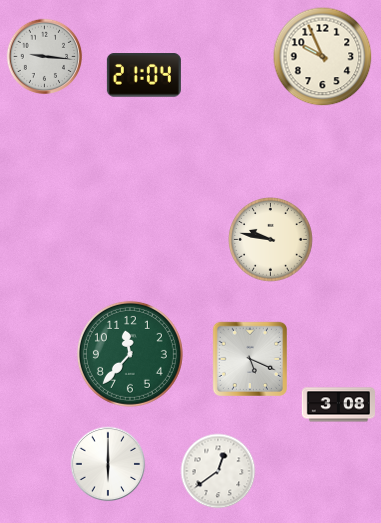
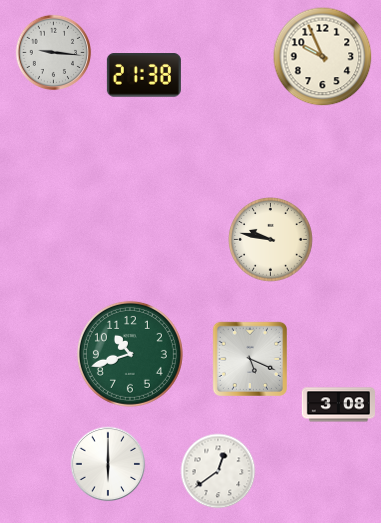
clock at (45, 57) position: (45, 57) -> (54, 53)
clock at (144, 75): 21:04 -> 21:38
clock at (130, 354): 11:37 -> 10:42
